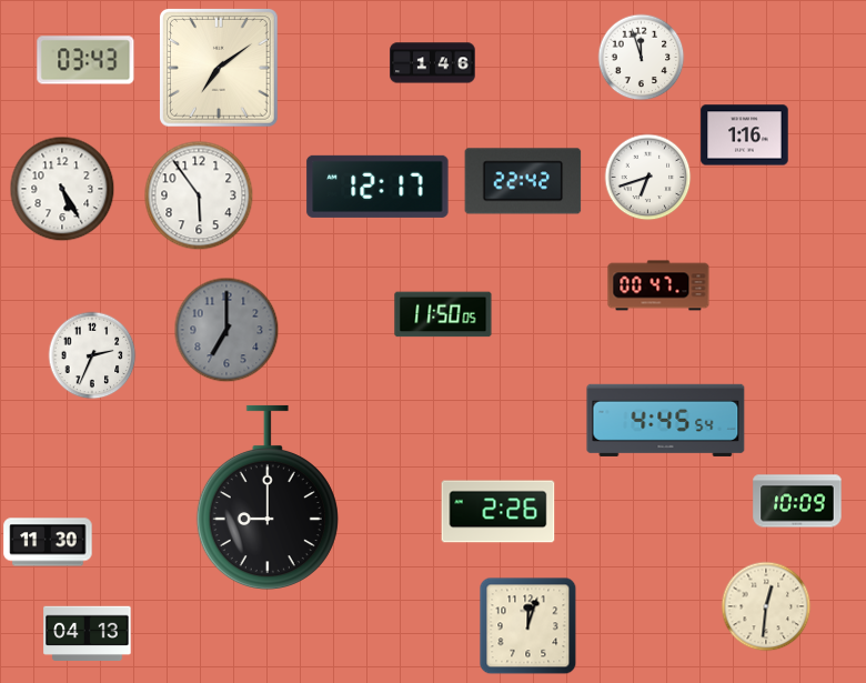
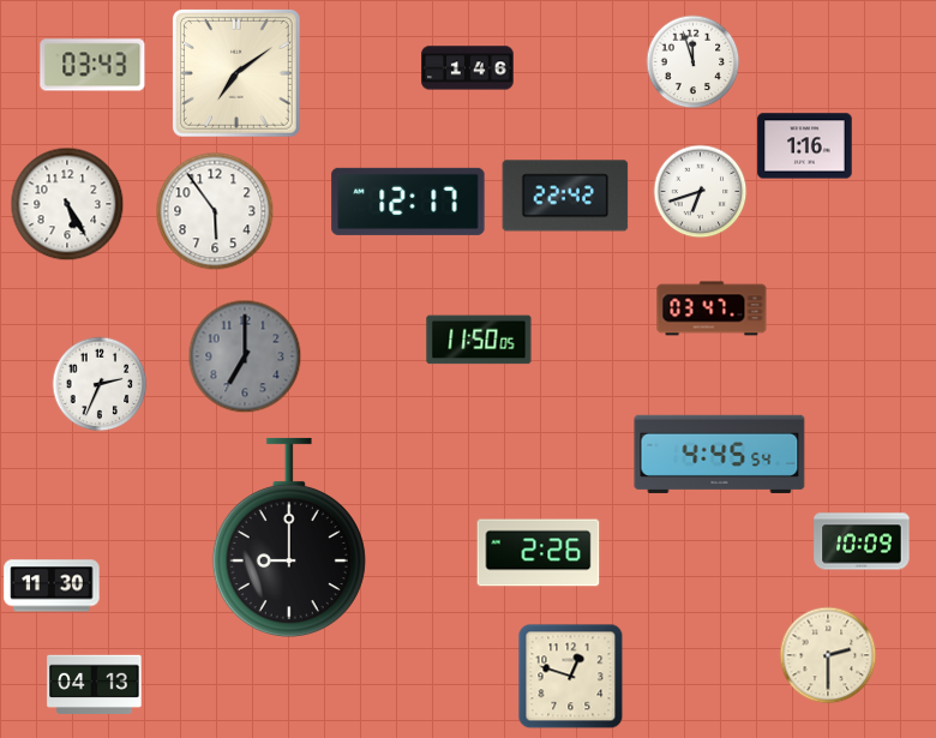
clock at (658, 285): 00:47 -> 03:47
clock at (766, 606): 12:31 -> 2:30
clock at (527, 625): 12:03 -> 12:48
